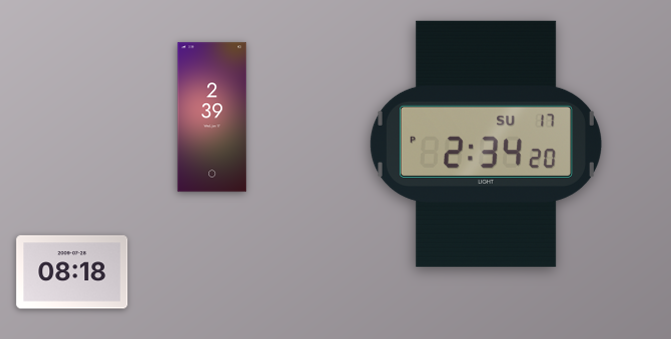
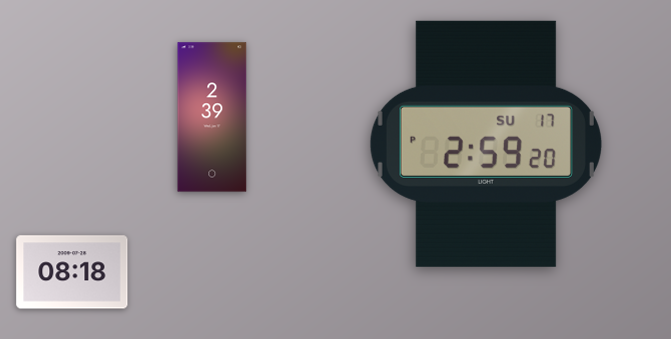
clock at (486, 144): 2:34 -> 2:59
